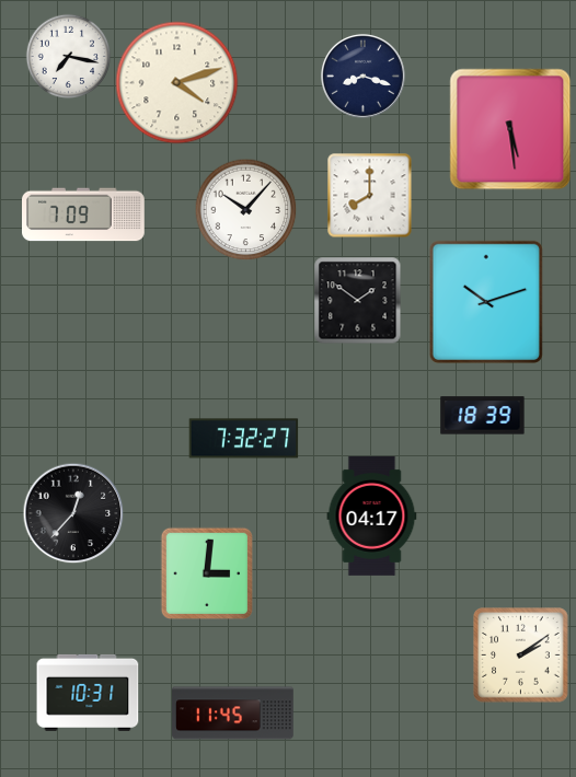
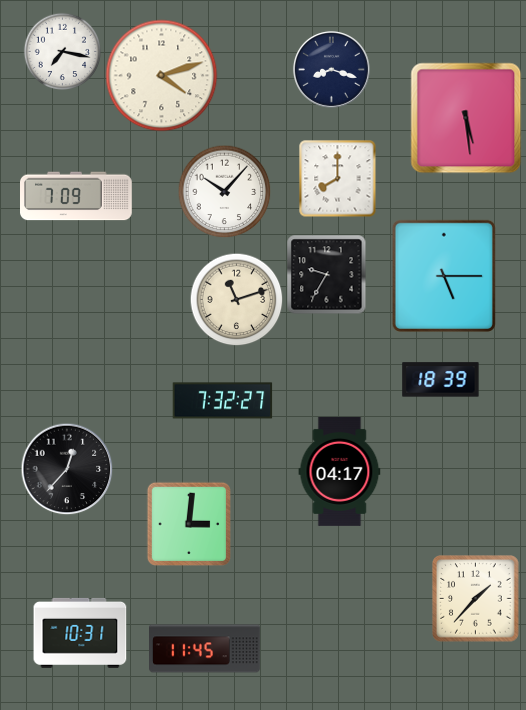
clock at (358, 301): 1:51 -> 9:35
clock at (486, 302): 10:12 -> 5:15
clock at (236, 299): none -> 11:12
clock at (521, 656): 2:09 -> 1:37
clock at (233, 714) position: (233, 714) -> (205, 649)
